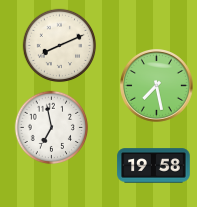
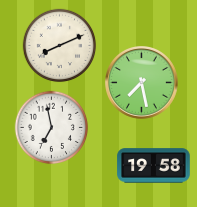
clock at (157, 86) position: (157, 86) -> (142, 83)
